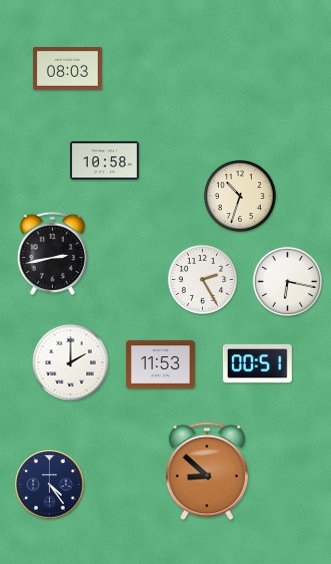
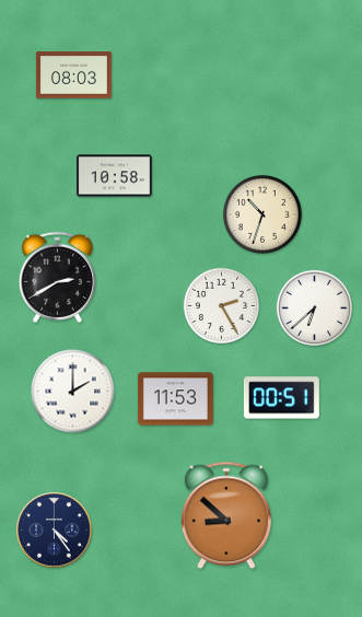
clock at (52, 253): 2:43 -> 2:40
clock at (287, 281): 6:17 -> 6:38
clock at (71, 363) position: (71, 363) -> (73, 392)
